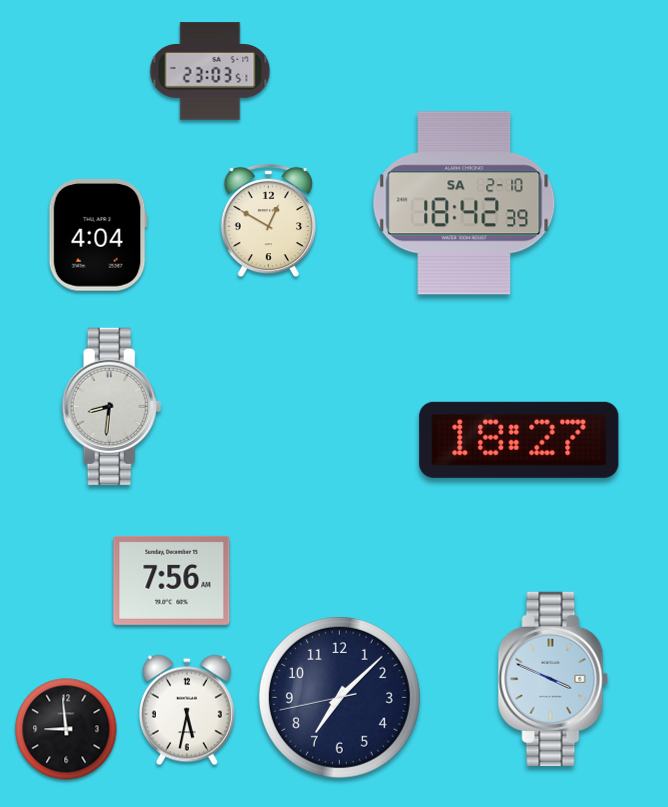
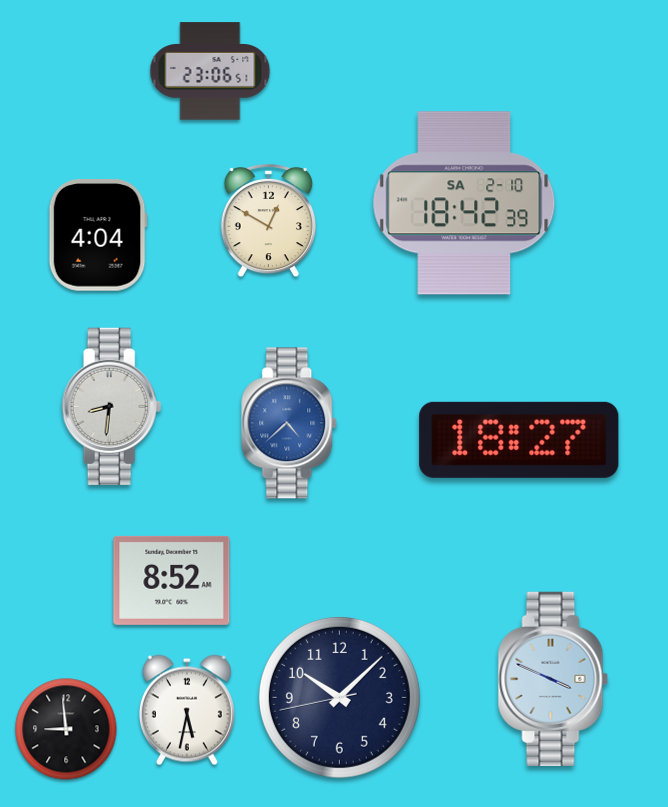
clock at (210, 71): 23:03 -> 23:06
clock at (290, 423): none -> 4:38
clock at (172, 580): 7:56 -> 8:52
clock at (339, 697): 7:07 -> 10:07
